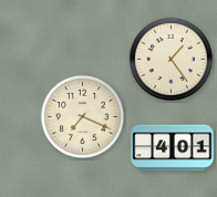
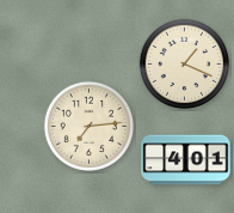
clock at (170, 59): 1:24 -> 1:19
clock at (82, 116): 7:19 -> 7:14
